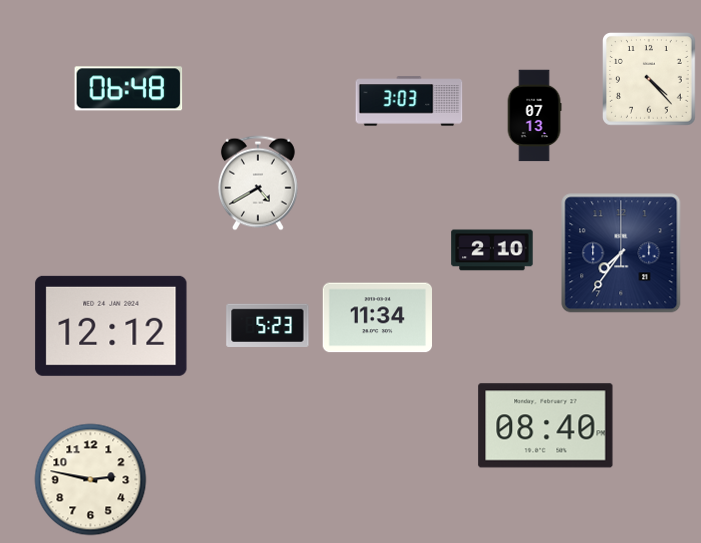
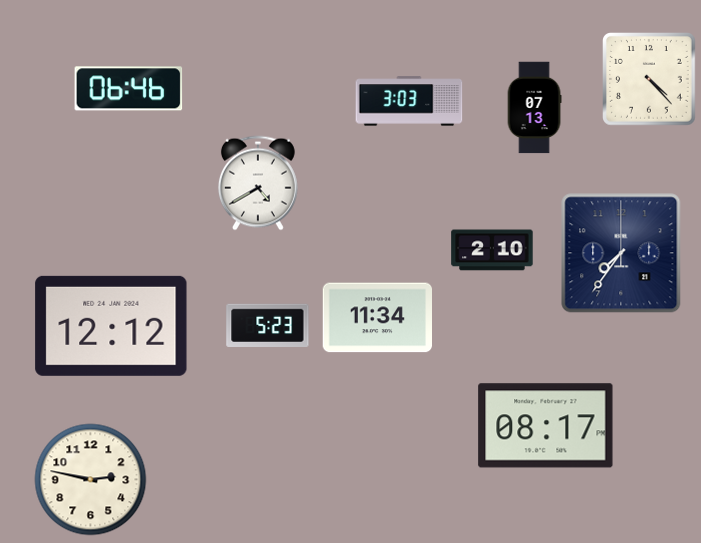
clock at (129, 89): 06:48 -> 06:46
clock at (534, 116) position: (534, 116) -> (534, 108)
clock at (546, 426): 08:40 -> 08:17
